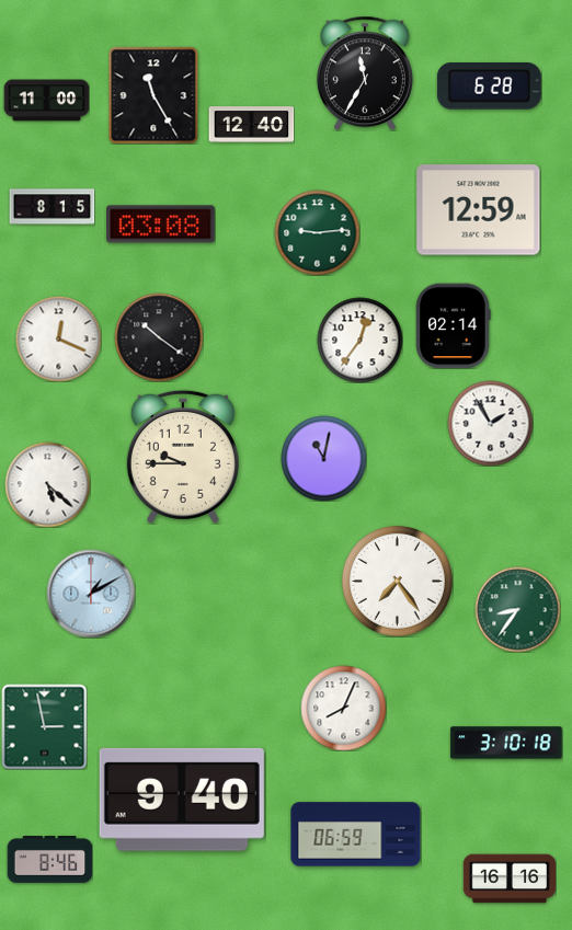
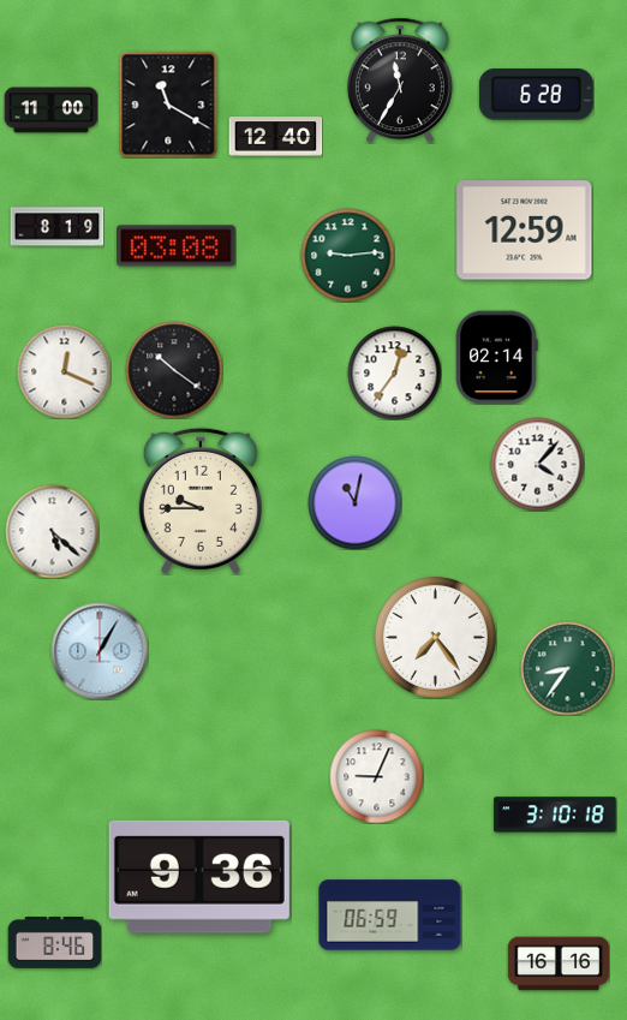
clock at (153, 95): 11:25 -> 11:20
clock at (52, 207): 8:15 -> 8:19
clock at (490, 423): 1:55 -> 4:07
clock at (91, 594): 1:10 -> 1:05
clock at (343, 708): 8:04 -> 9:04
clock at (44, 726): 2:58 -> none
clock at (182, 800): 9:40 -> 9:36
